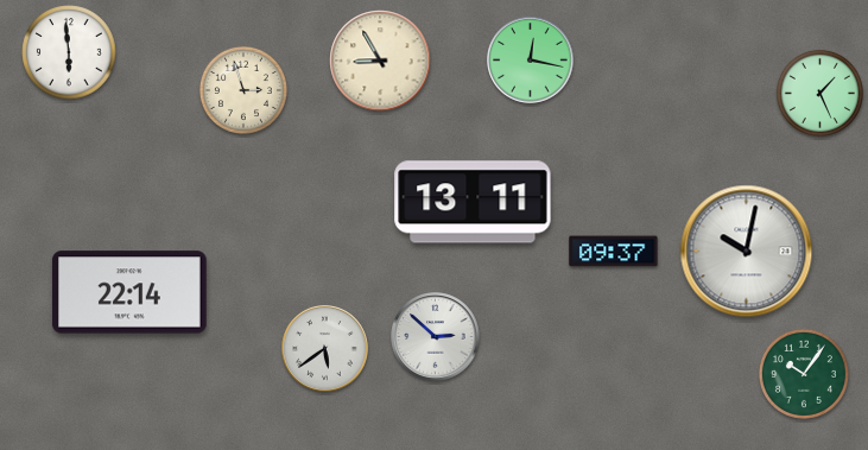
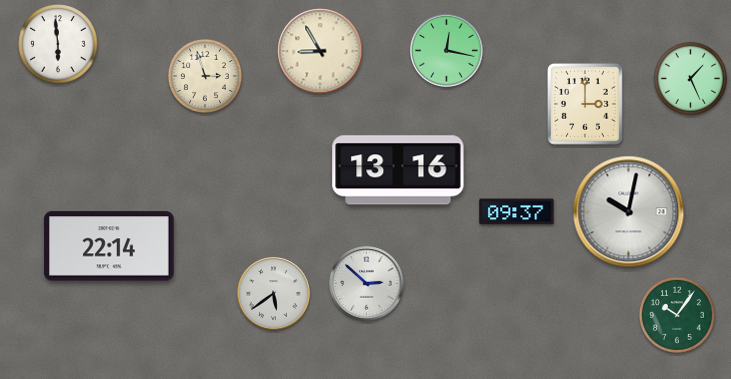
clock at (586, 105): none -> 3:00
clock at (473, 202): 13:11 -> 13:16
